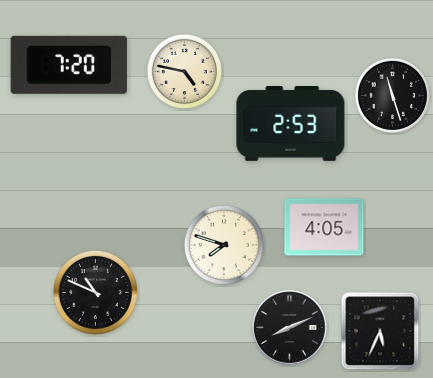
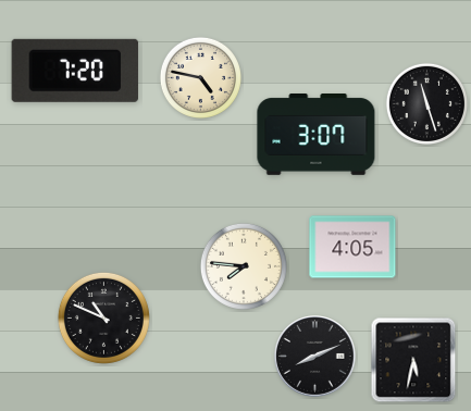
clock at (291, 124): 2:53 -> 3:07
clock at (224, 245): 7:48 -> 7:46
clock at (380, 331): 5:34 -> 5:32
